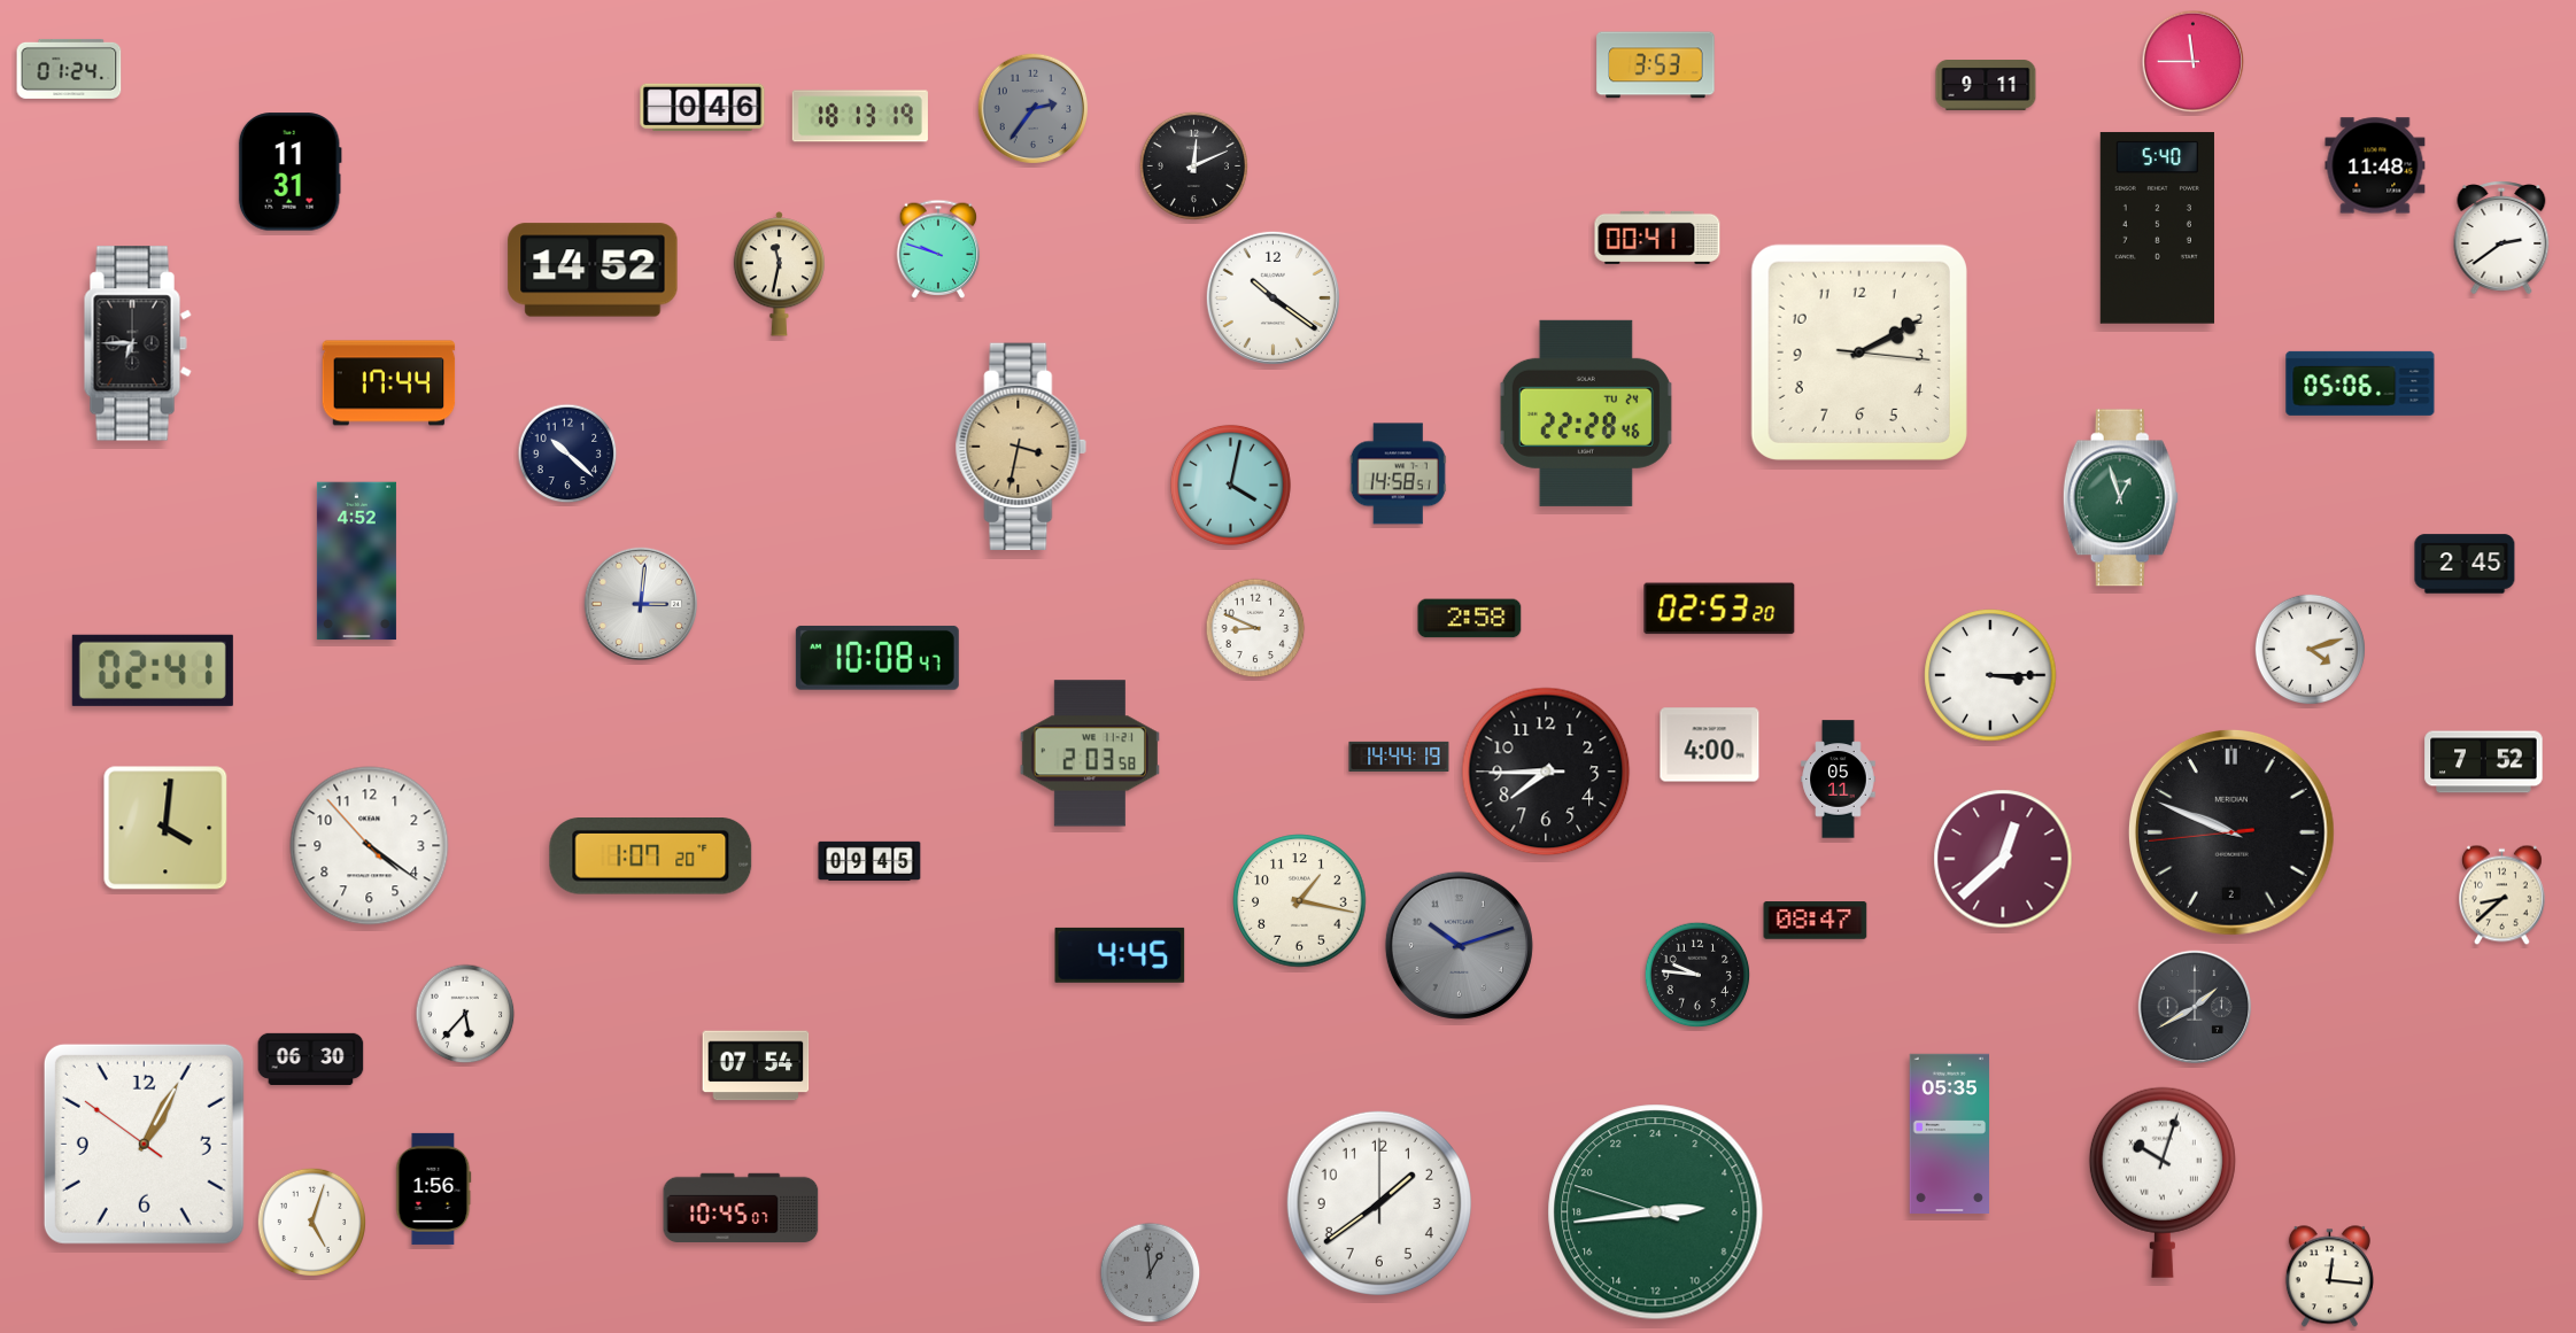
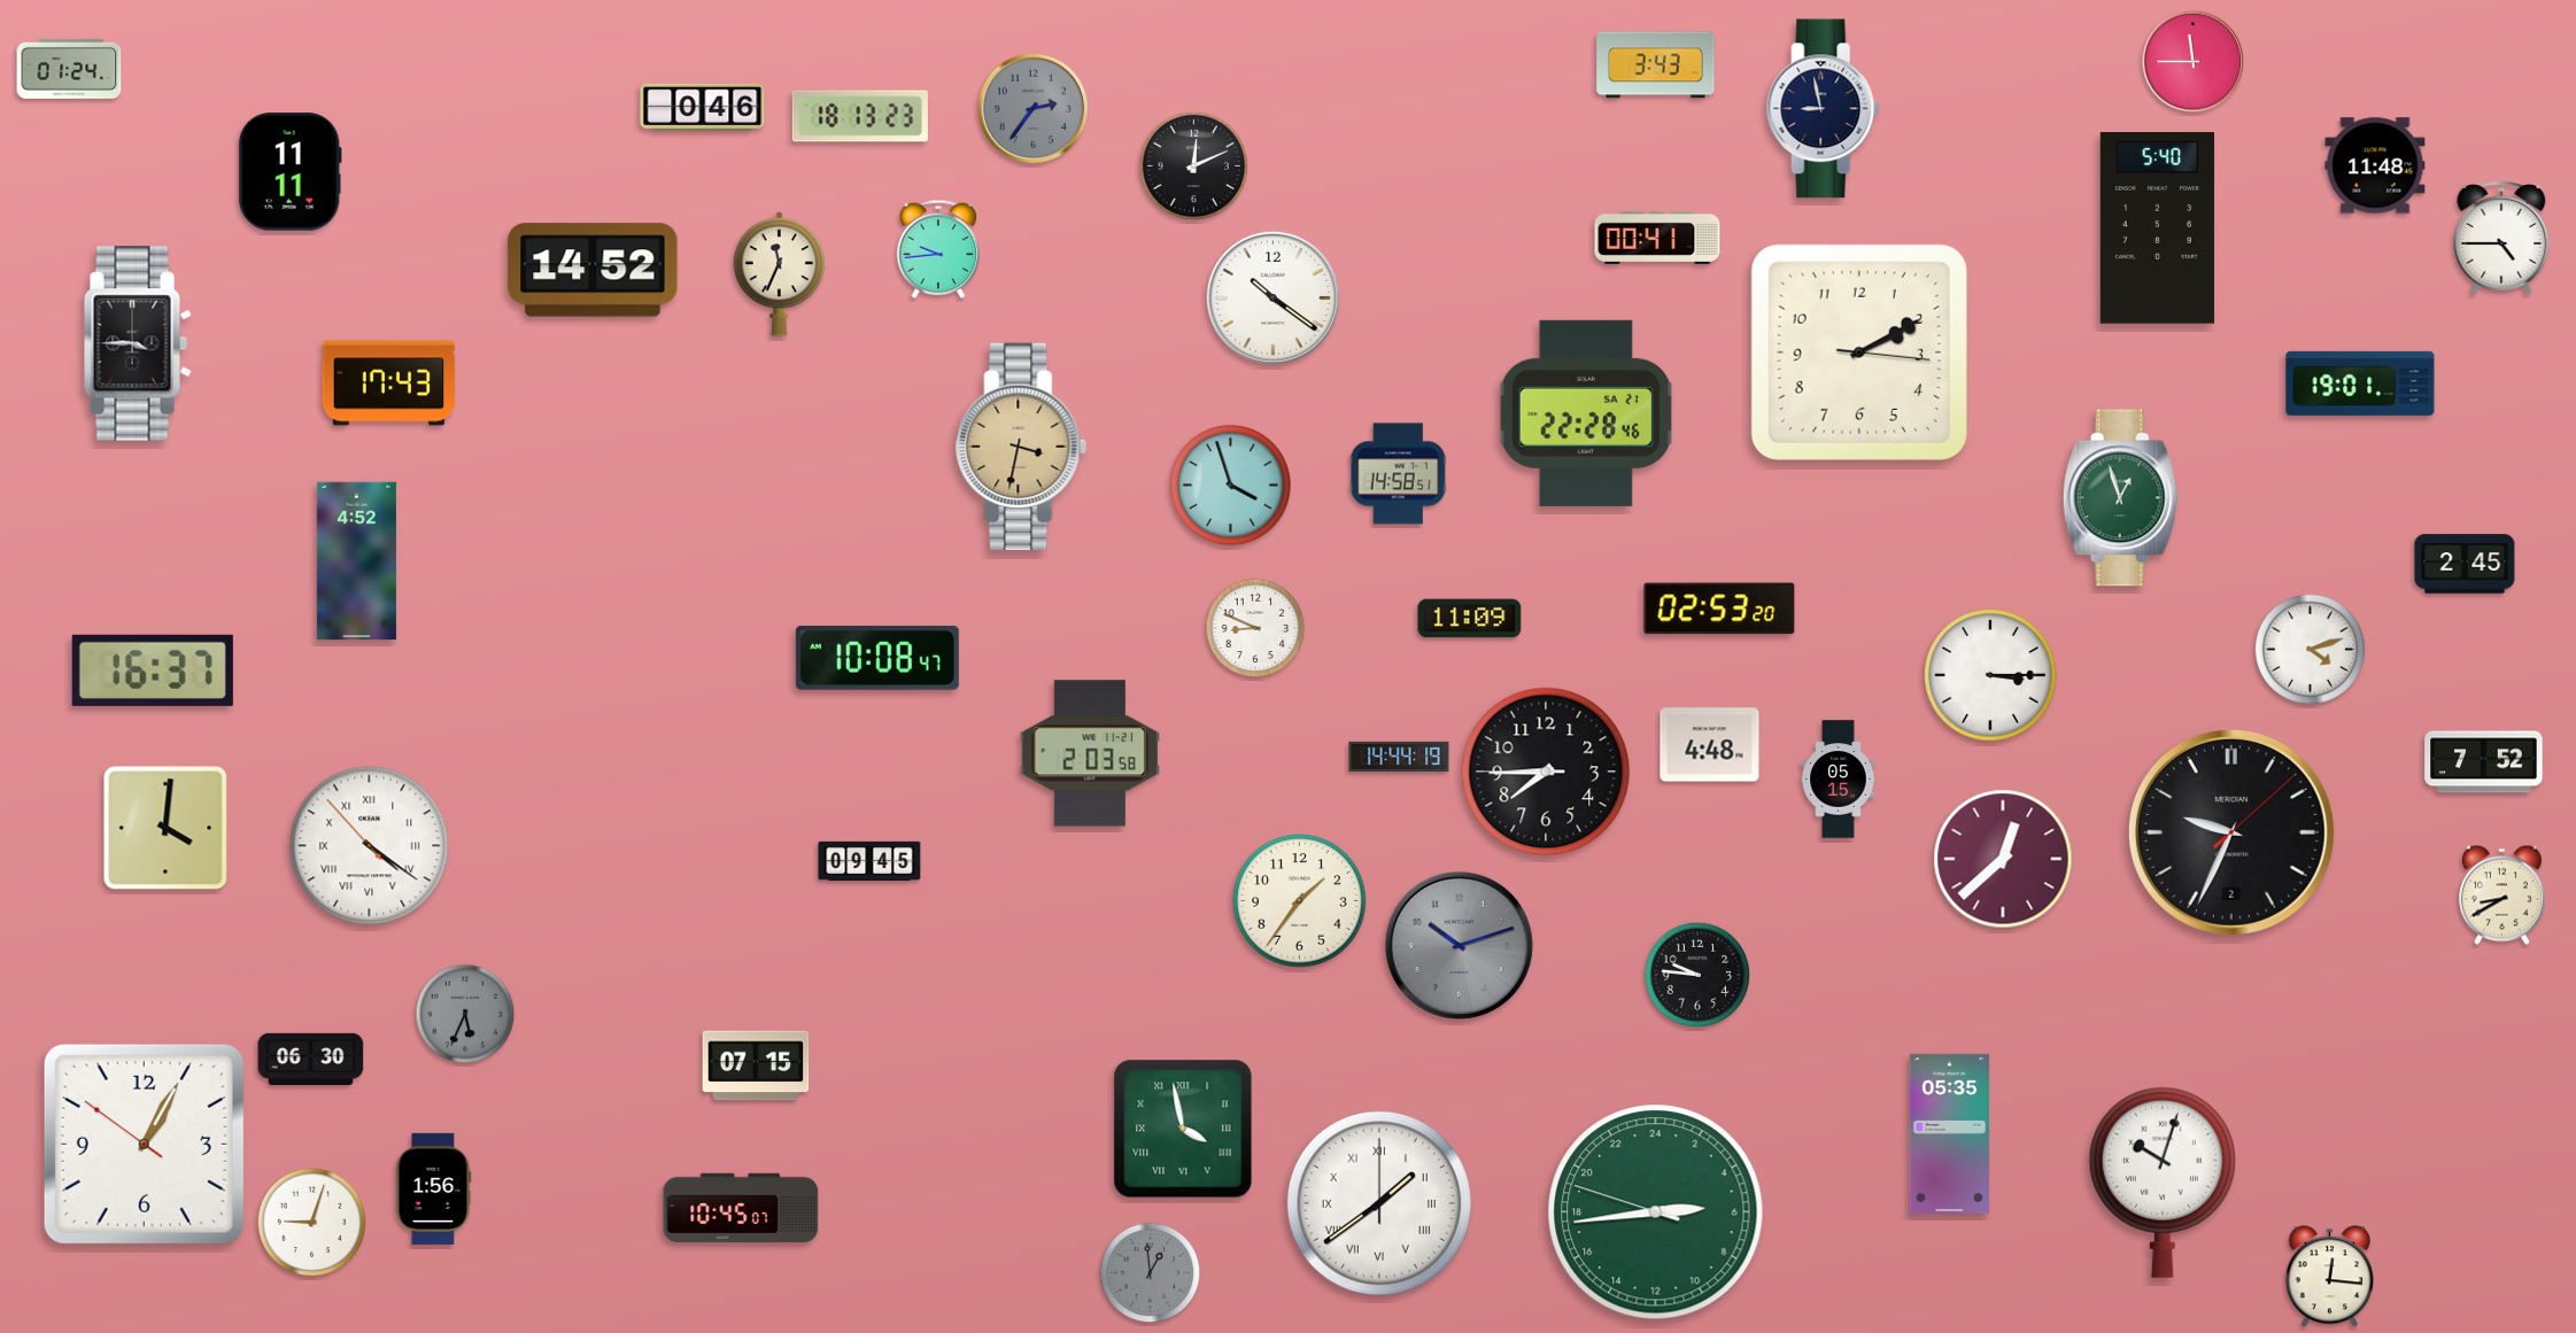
clock at (1656, 65): 3:53 -> 3:43
clock at (1986, 86): 9:11 -> none
clock at (1824, 109): none -> 8:58
clock at (860, 116): 18:13:19 -> 18:13:23
clock at (289, 172): 11:31 -> 11:11
clock at (2501, 238): 2:39 -> 4:45
clock at (938, 249): 9:48 -> 9:44
clock at (779, 274): 11:32 -> 11:34
clock at (138, 343): 6:45 -> 3:45
clock at (389, 383): 17:44 -> 17:43
clock at (2360, 383): 05:06 -> 19:01
clock at (1586, 413) date: TU 24 -> SA 21
clock at (567, 454): 10:22 -> none
clock at (1230, 485): 4:02 -> 3:57
clock at (641, 604): 3:01 -> none
clock at (1470, 619): 2:58 -> 11:09
clock at (153, 671): 02:41 -> 16:37
clock at (1710, 745): 4:00 -> 4:48
clock at (1839, 780): 05:11 -> 05:15
clock at (2231, 832): 9:48 -> 9:34
clock at (370, 846) numerals: Arabic -> Roman
clock at (651, 857): 1:07 -> none
clock at (2502, 896): 8:38 -> 8:40
clock at (1300, 901): 1:17 -> 1:36
clock at (1816, 921): 08:47 -> none
clock at (1120, 955): 4:45 -> none
clock at (2195, 1007): 1:40 -> none
clock at (465, 1014): 5:37 -> 5:34
clock at (465, 1014) dial: white -> grey
clock at (756, 1065): 07:54 -> 07:15
clock at (1183, 1129): none -> 3:58
clock at (1379, 1203) numerals: Arabic -> Roman
clock at (311, 1222): 5:03 -> 9:03
